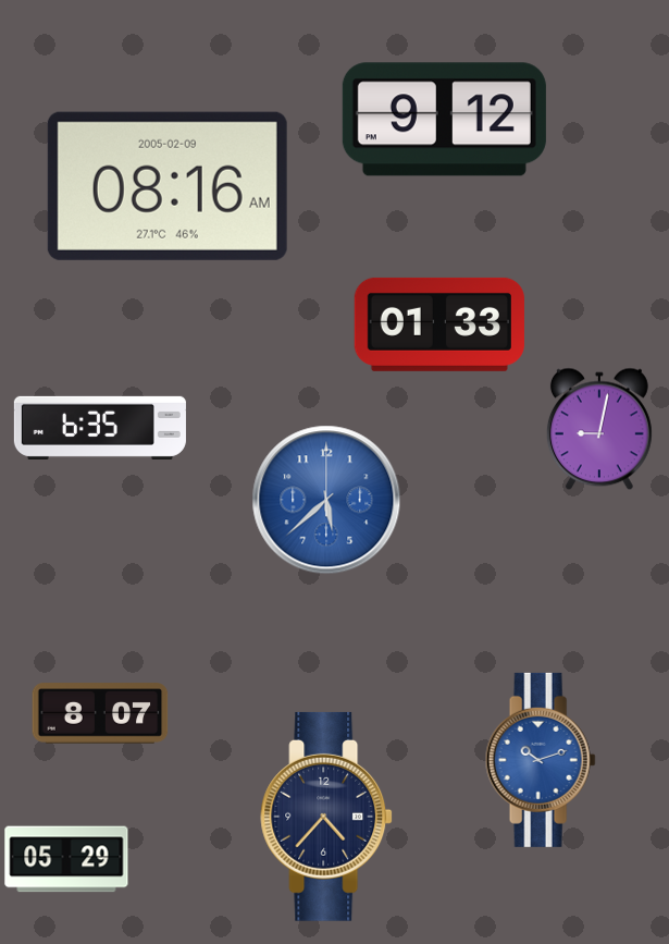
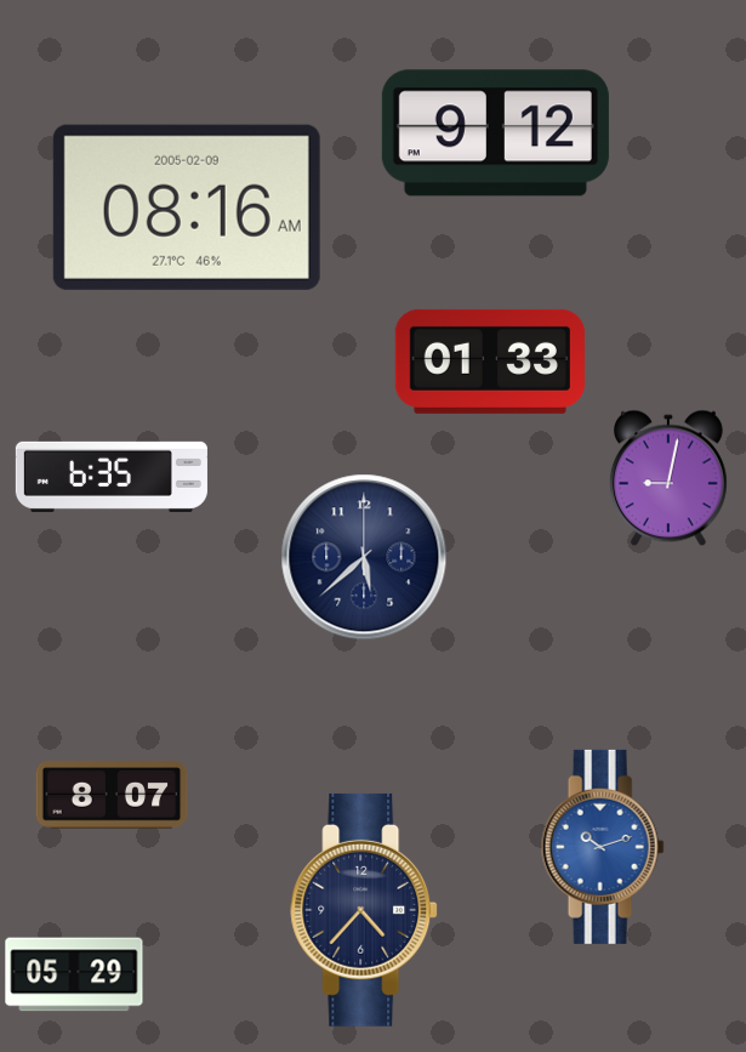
clock at (326, 500) dial: blue -> navy
clock at (66, 859) position: (66, 859) -> (74, 974)
